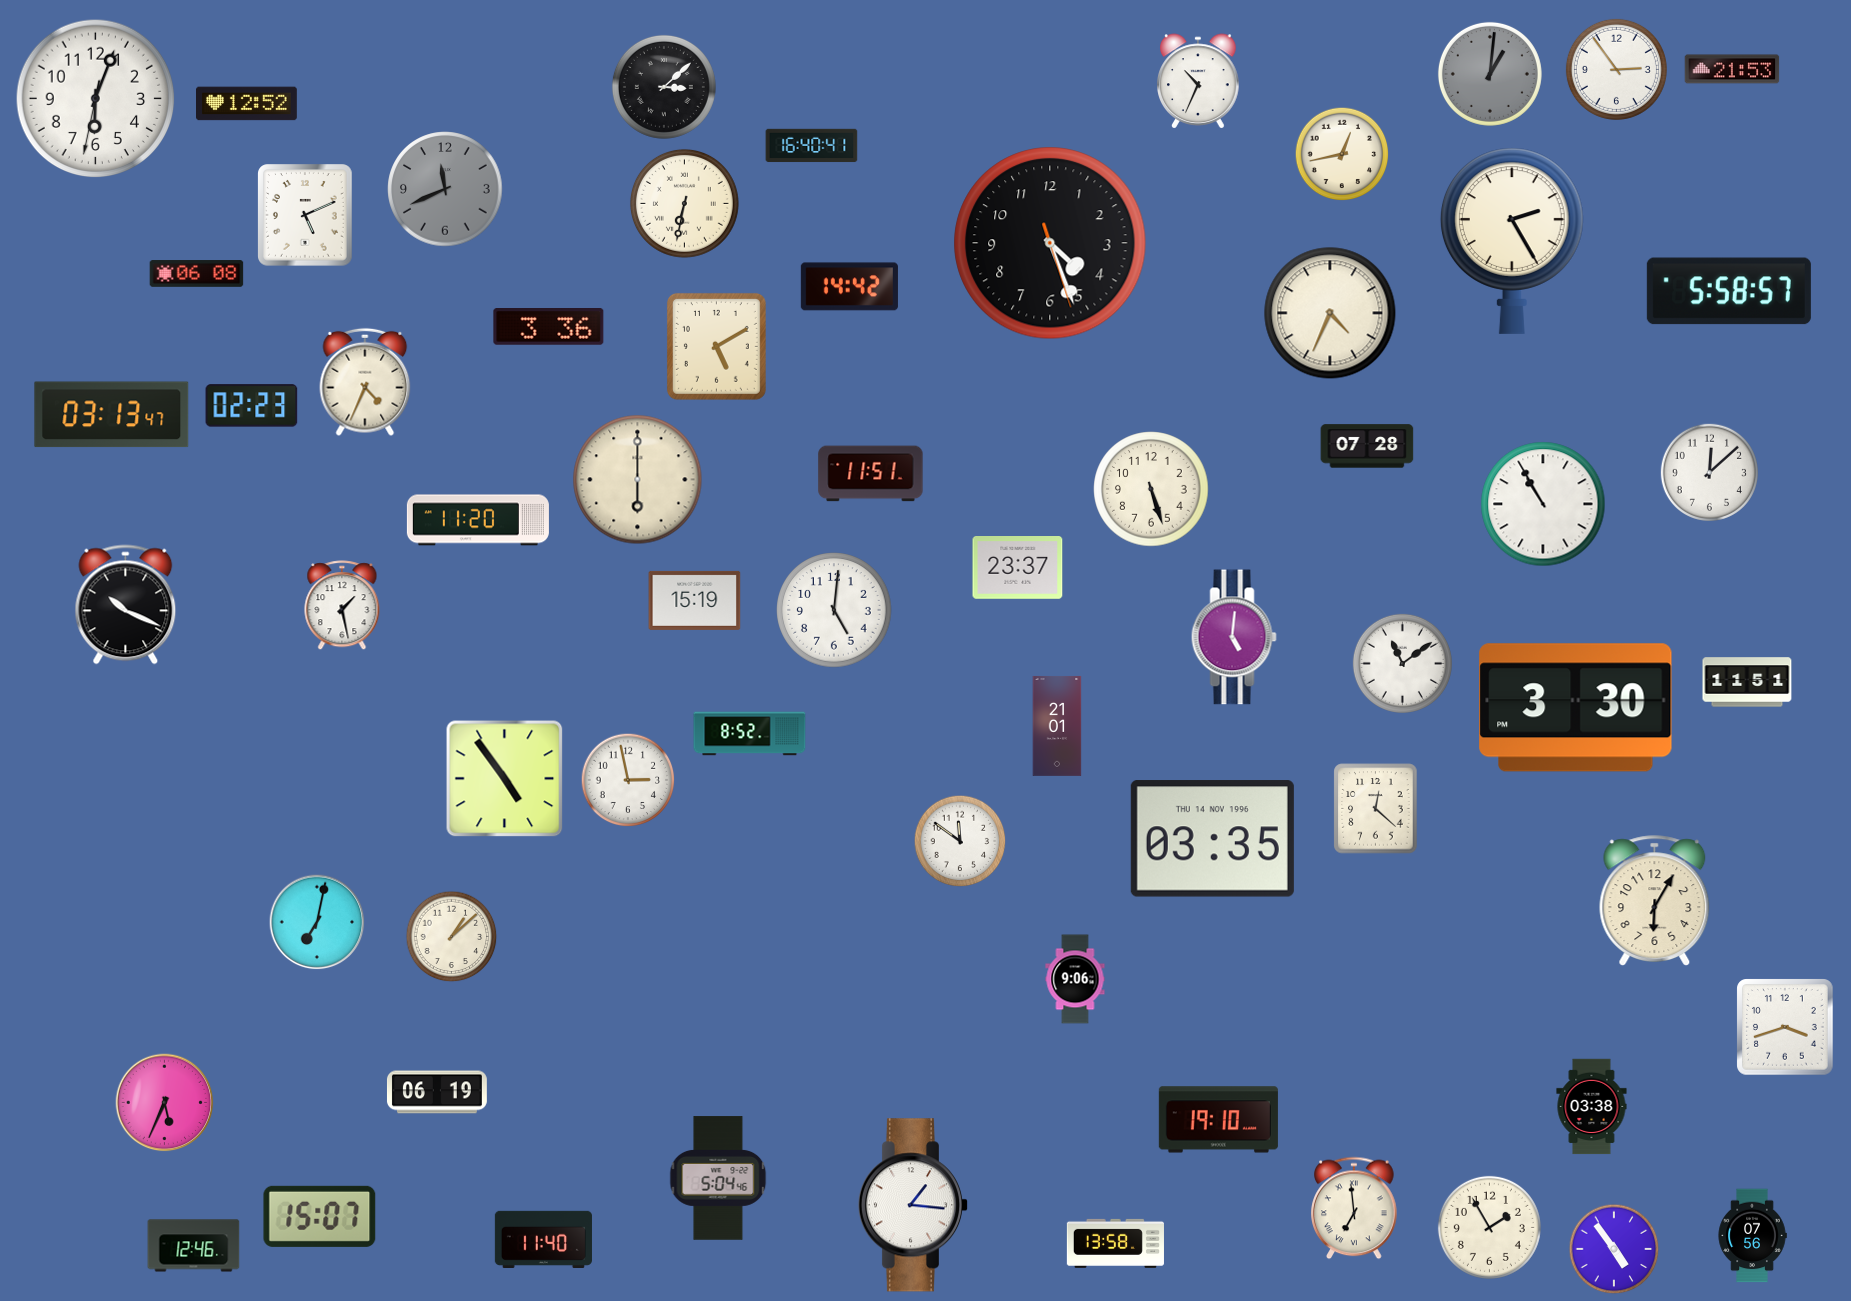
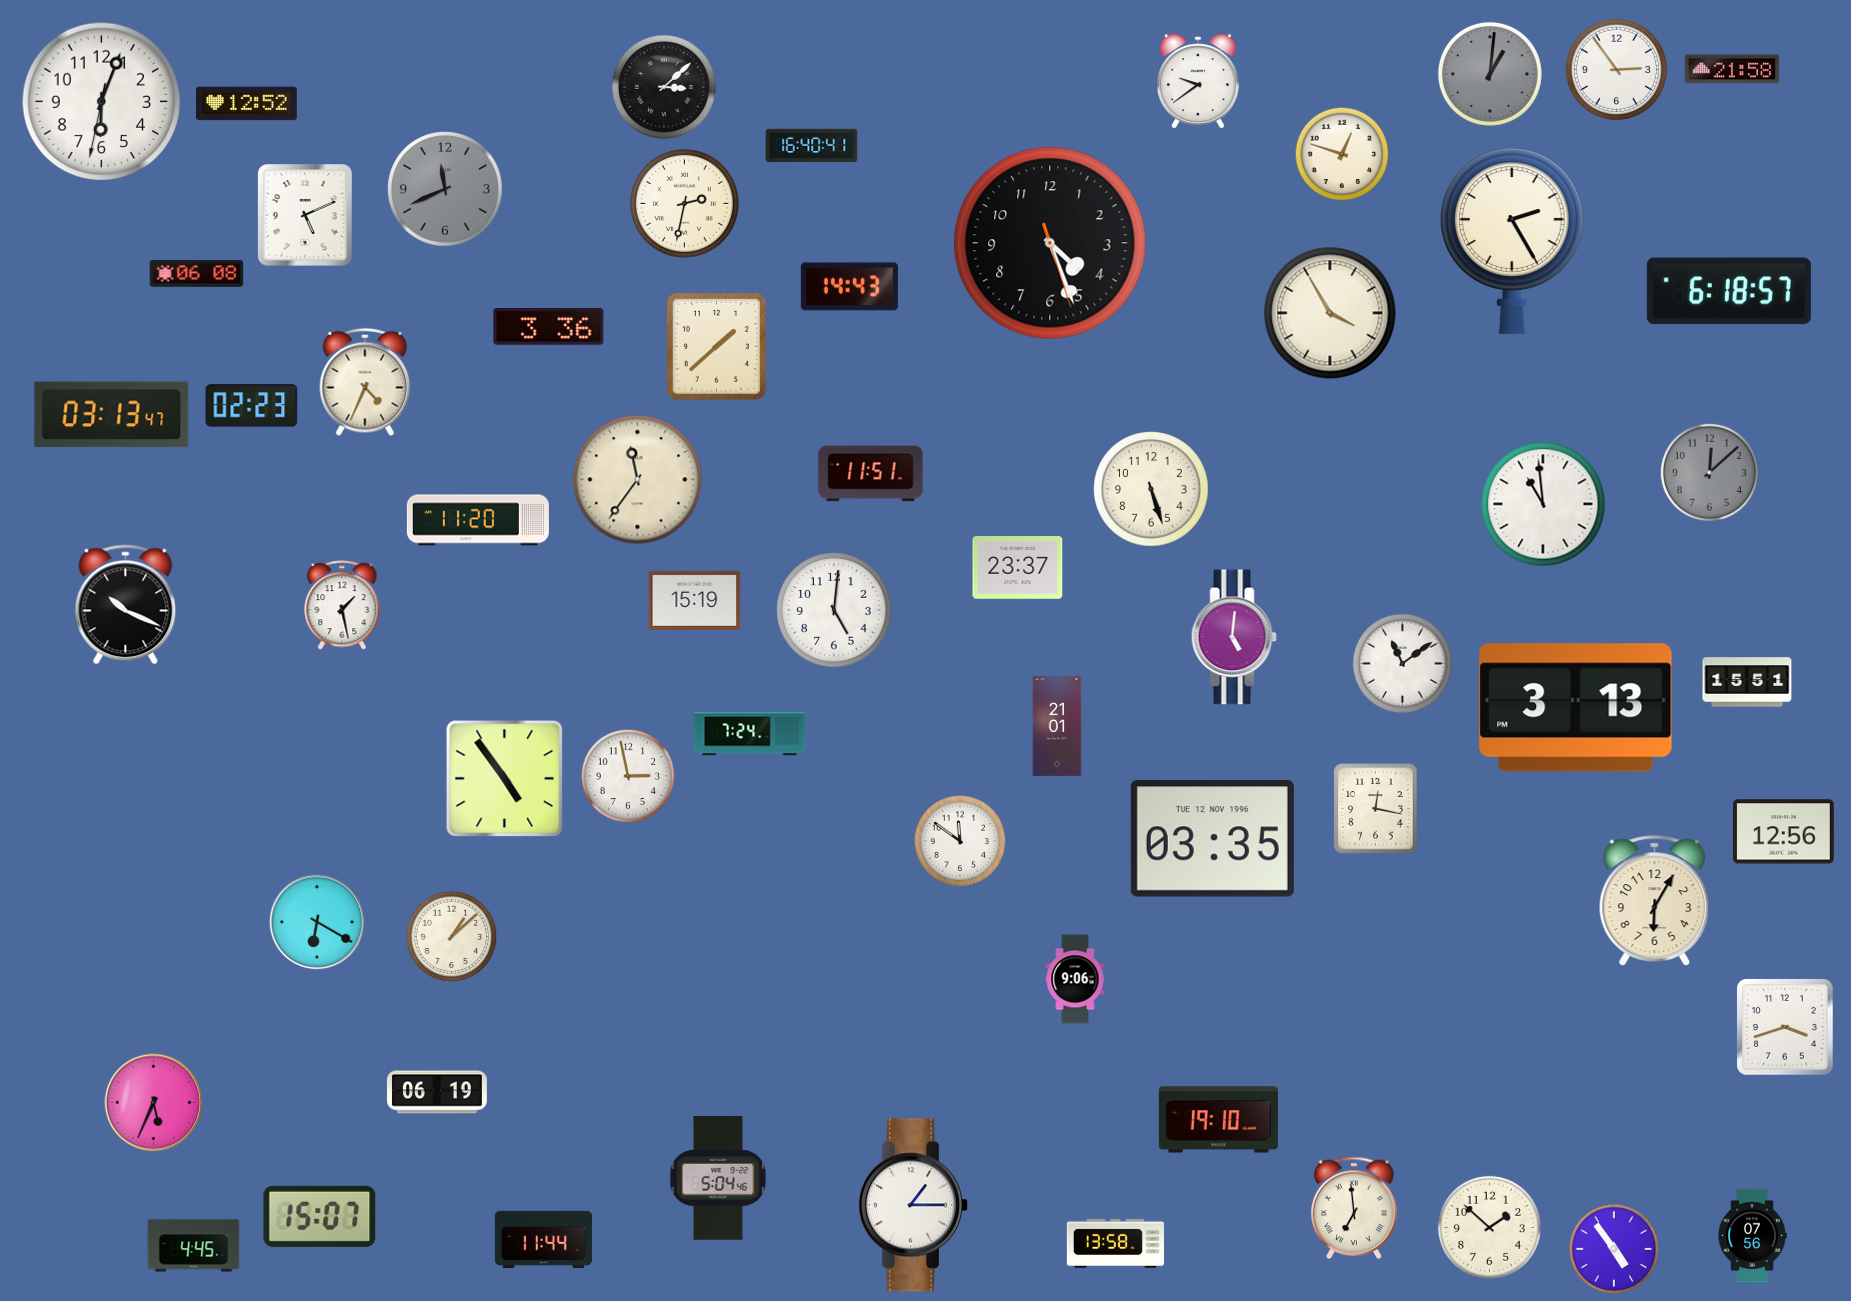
clock at (1732, 69): 21:53 -> 21:58
clock at (1198, 81): 10:34 -> 9:39
clock at (96, 99) position: (96, 99) -> (102, 102)
clock at (1342, 154): 12:43 -> 12:48
clock at (684, 203): 6:32 -> 2:32
clock at (849, 287): 14:42 -> 14:43
clock at (1729, 291): 5:58 -> 6:18
clock at (1330, 313): 4:34 -> 3:55
clock at (716, 346): 5:10 -> 1:38
clock at (1367, 446): 07:28 -> none
clock at (1709, 472) dial: white -> grey
clock at (638, 480): 6:00 -> 11:36
clock at (1543, 504): 10:55 -> 10:59
clock at (1747, 682): 11:51 -> 15:51
clock at (1576, 708): 3:30 -> 3:13
clock at (750, 734): 8:52 -> 7:24
clock at (628, 780) position: (628, 780) -> (628, 776)
clock at (1376, 809): 12:22 -> 12:17
clock at (1783, 832): none -> 12:56
clock at (1212, 839) date: THU 14 NOV 1996 -> TUE 12 NOV 1996
clock at (317, 922): 7:02 -> 6:20
clock at (165, 1103) position: (165, 1103) -> (154, 1103)
clock at (1592, 1107): 03:38 -> none
clock at (913, 1205): 1:16 -> 1:15
clock at (1489, 1227): 1:55 -> 1:52
clock at (543, 1239): 11:40 -> 11:44
clock at (194, 1246): 12:46 -> 4:45
